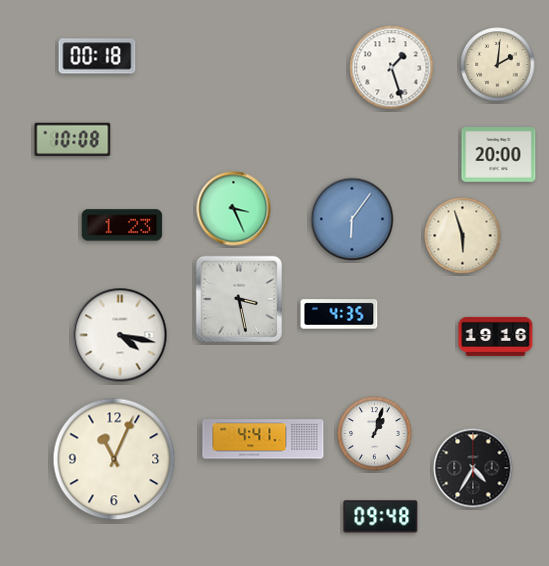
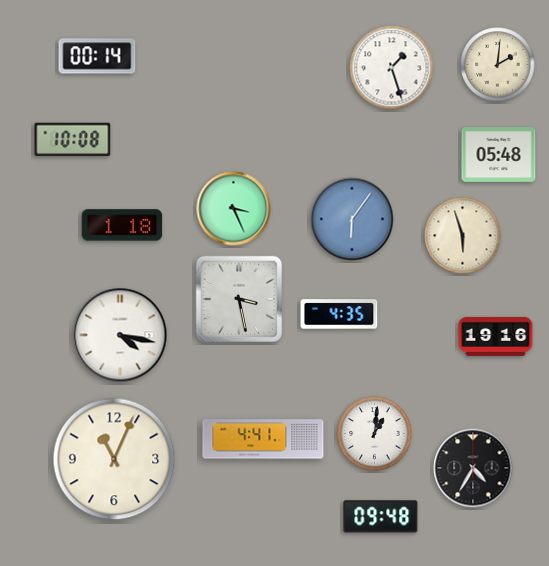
clock at (97, 56): 00:18 -> 00:14
clock at (499, 155): 20:00 -> 05:48
clock at (122, 225): 1:23 -> 1:18
clock at (375, 434): 1:03 -> 1:01
